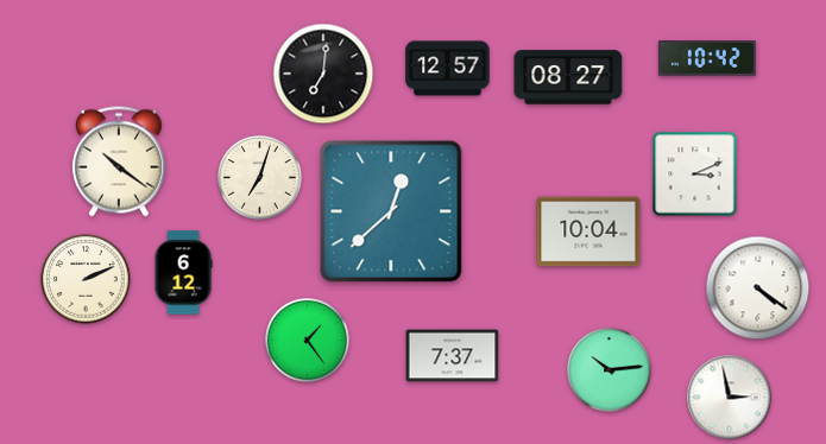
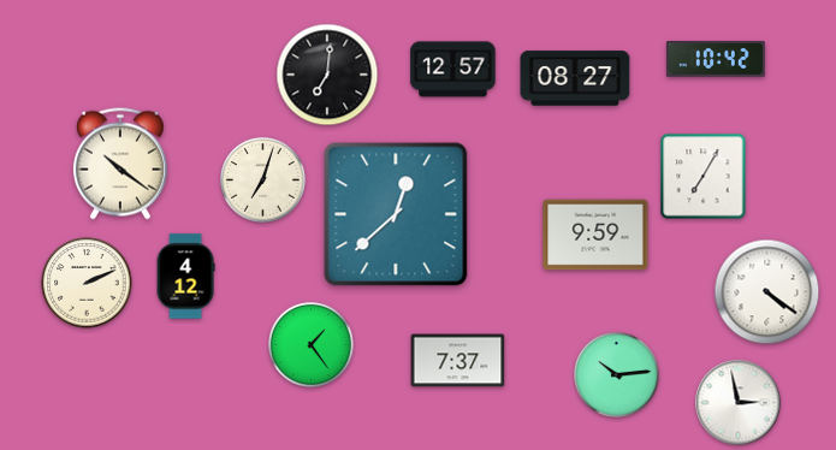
clock at (695, 175): 3:11 -> 7:05
clock at (588, 231): 10:04 -> 9:59
clock at (183, 273): 6:12 -> 4:12
